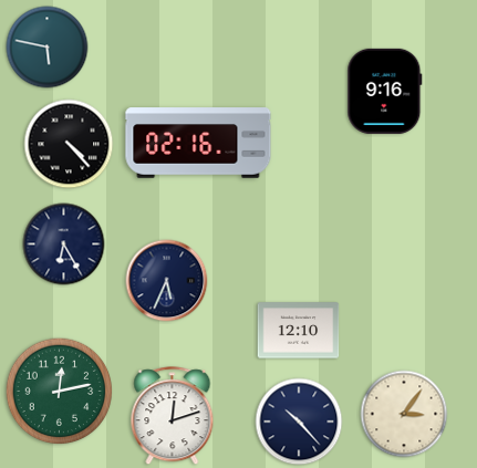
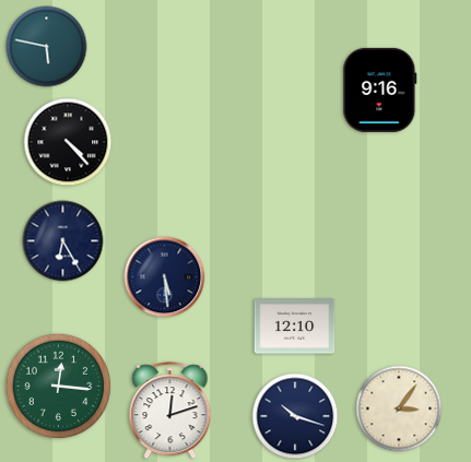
clock at (198, 143): 02:16 -> none
clock at (167, 281): 5:34 -> 5:29
clock at (60, 392): 12:13 -> 12:16
clock at (299, 422): 10:23 -> 10:18
